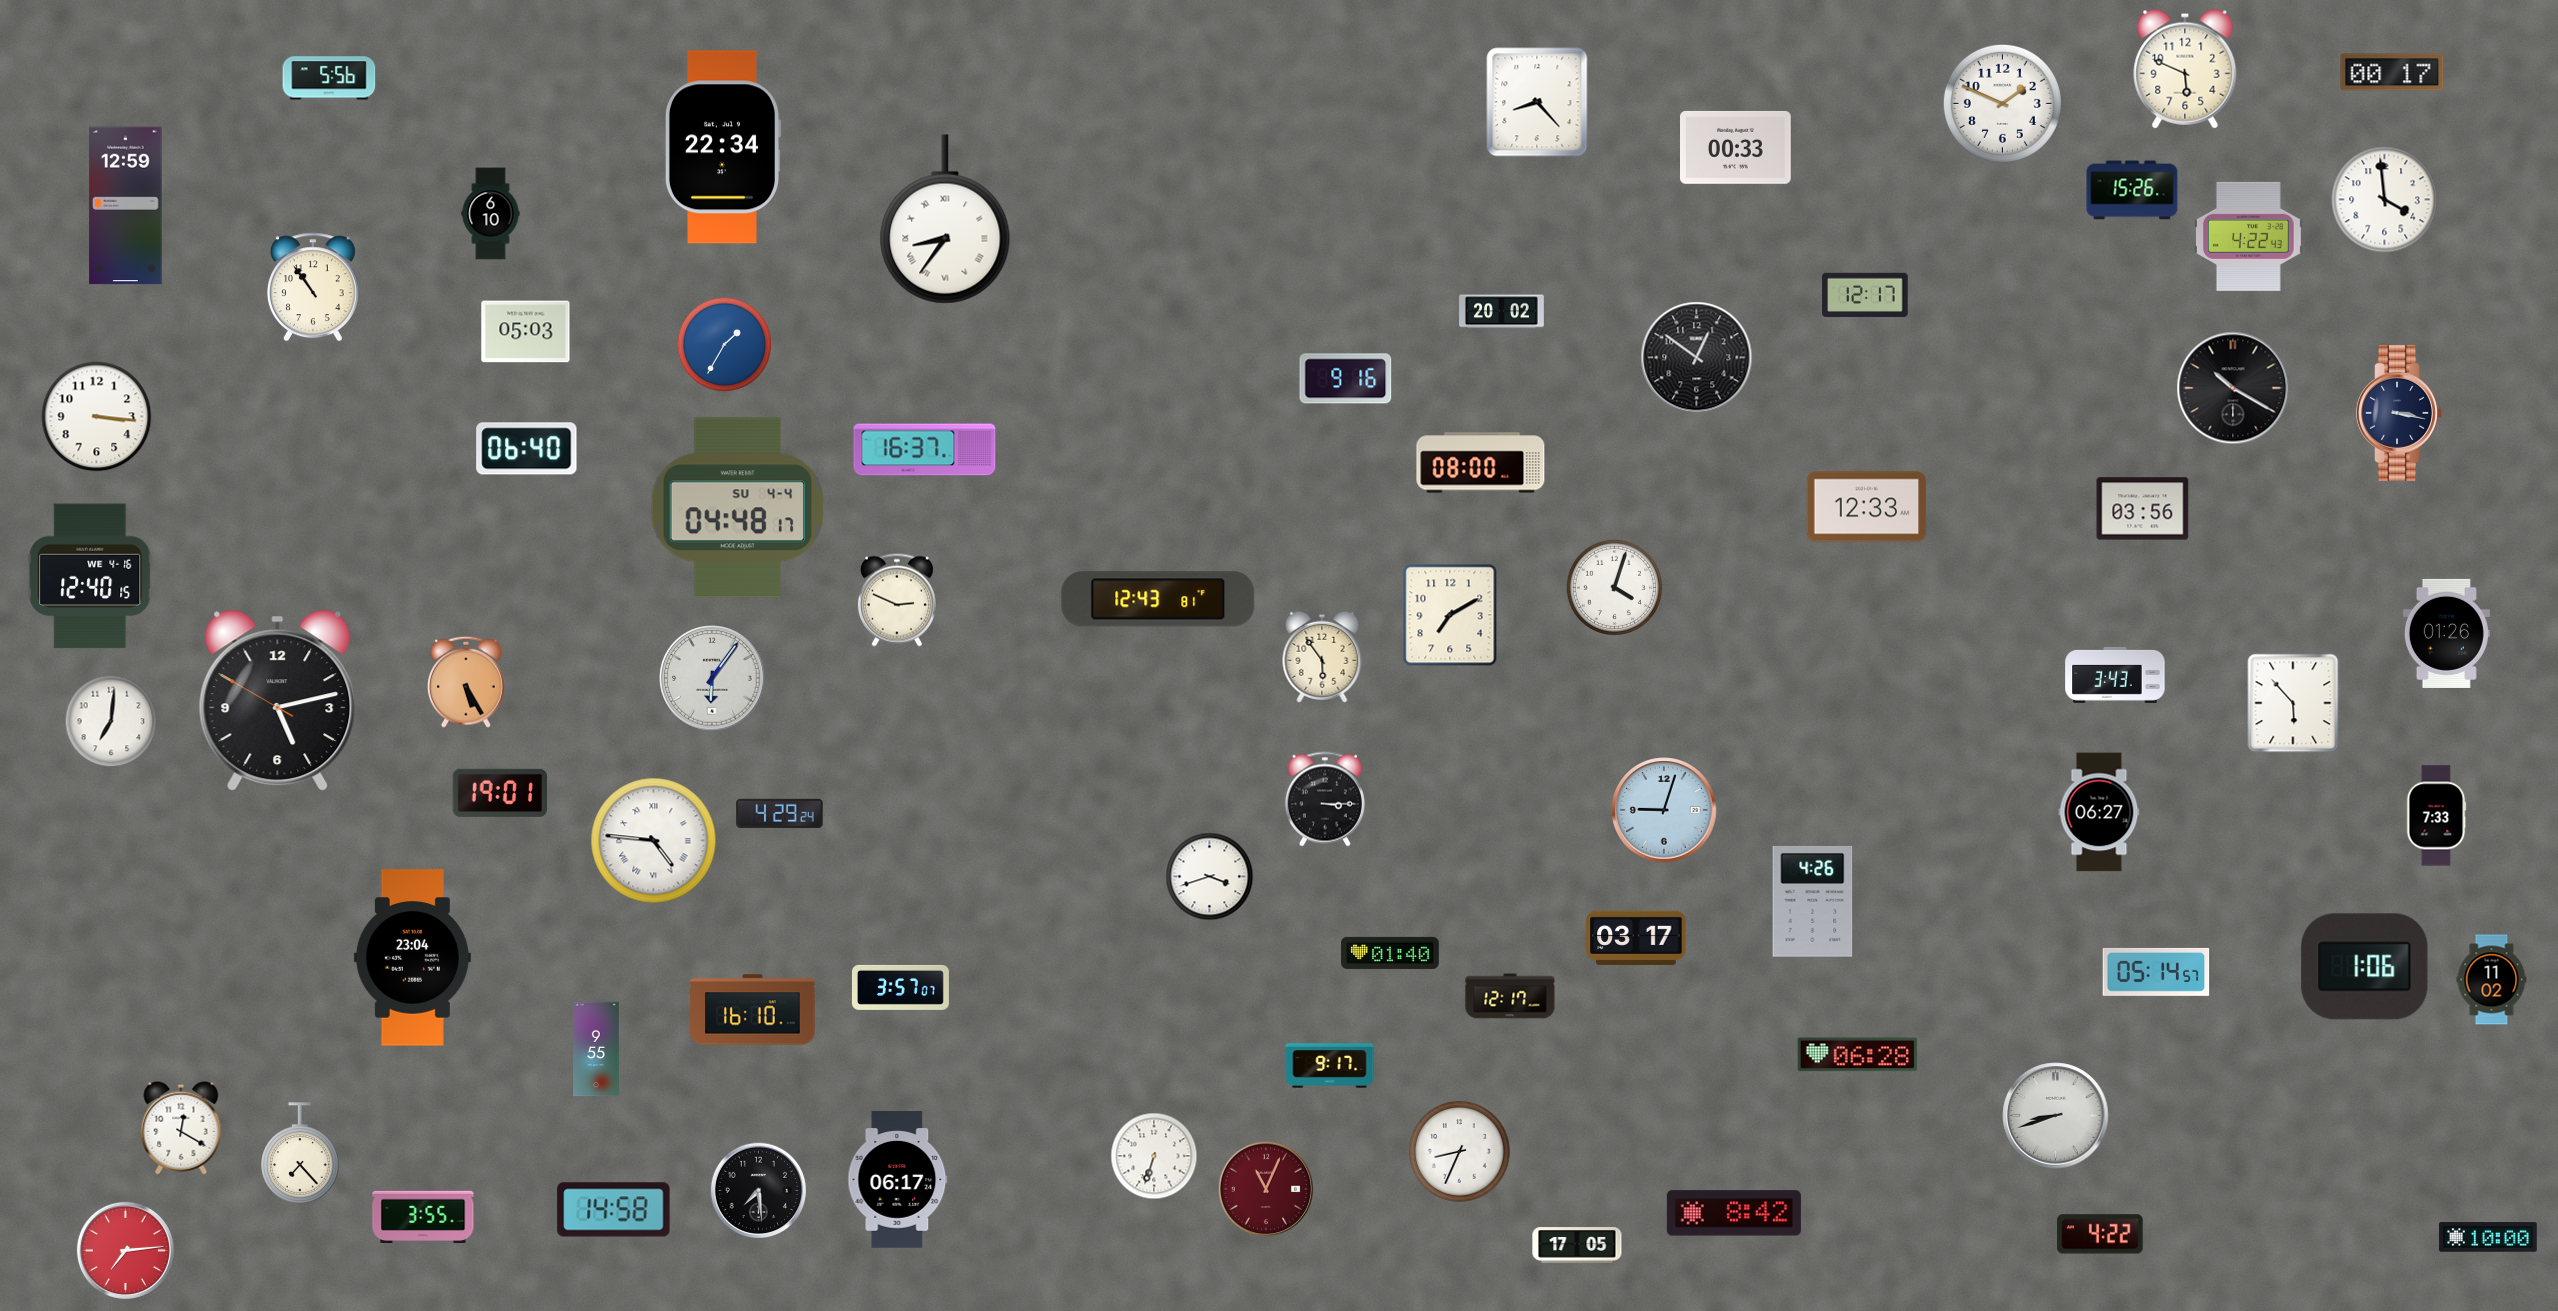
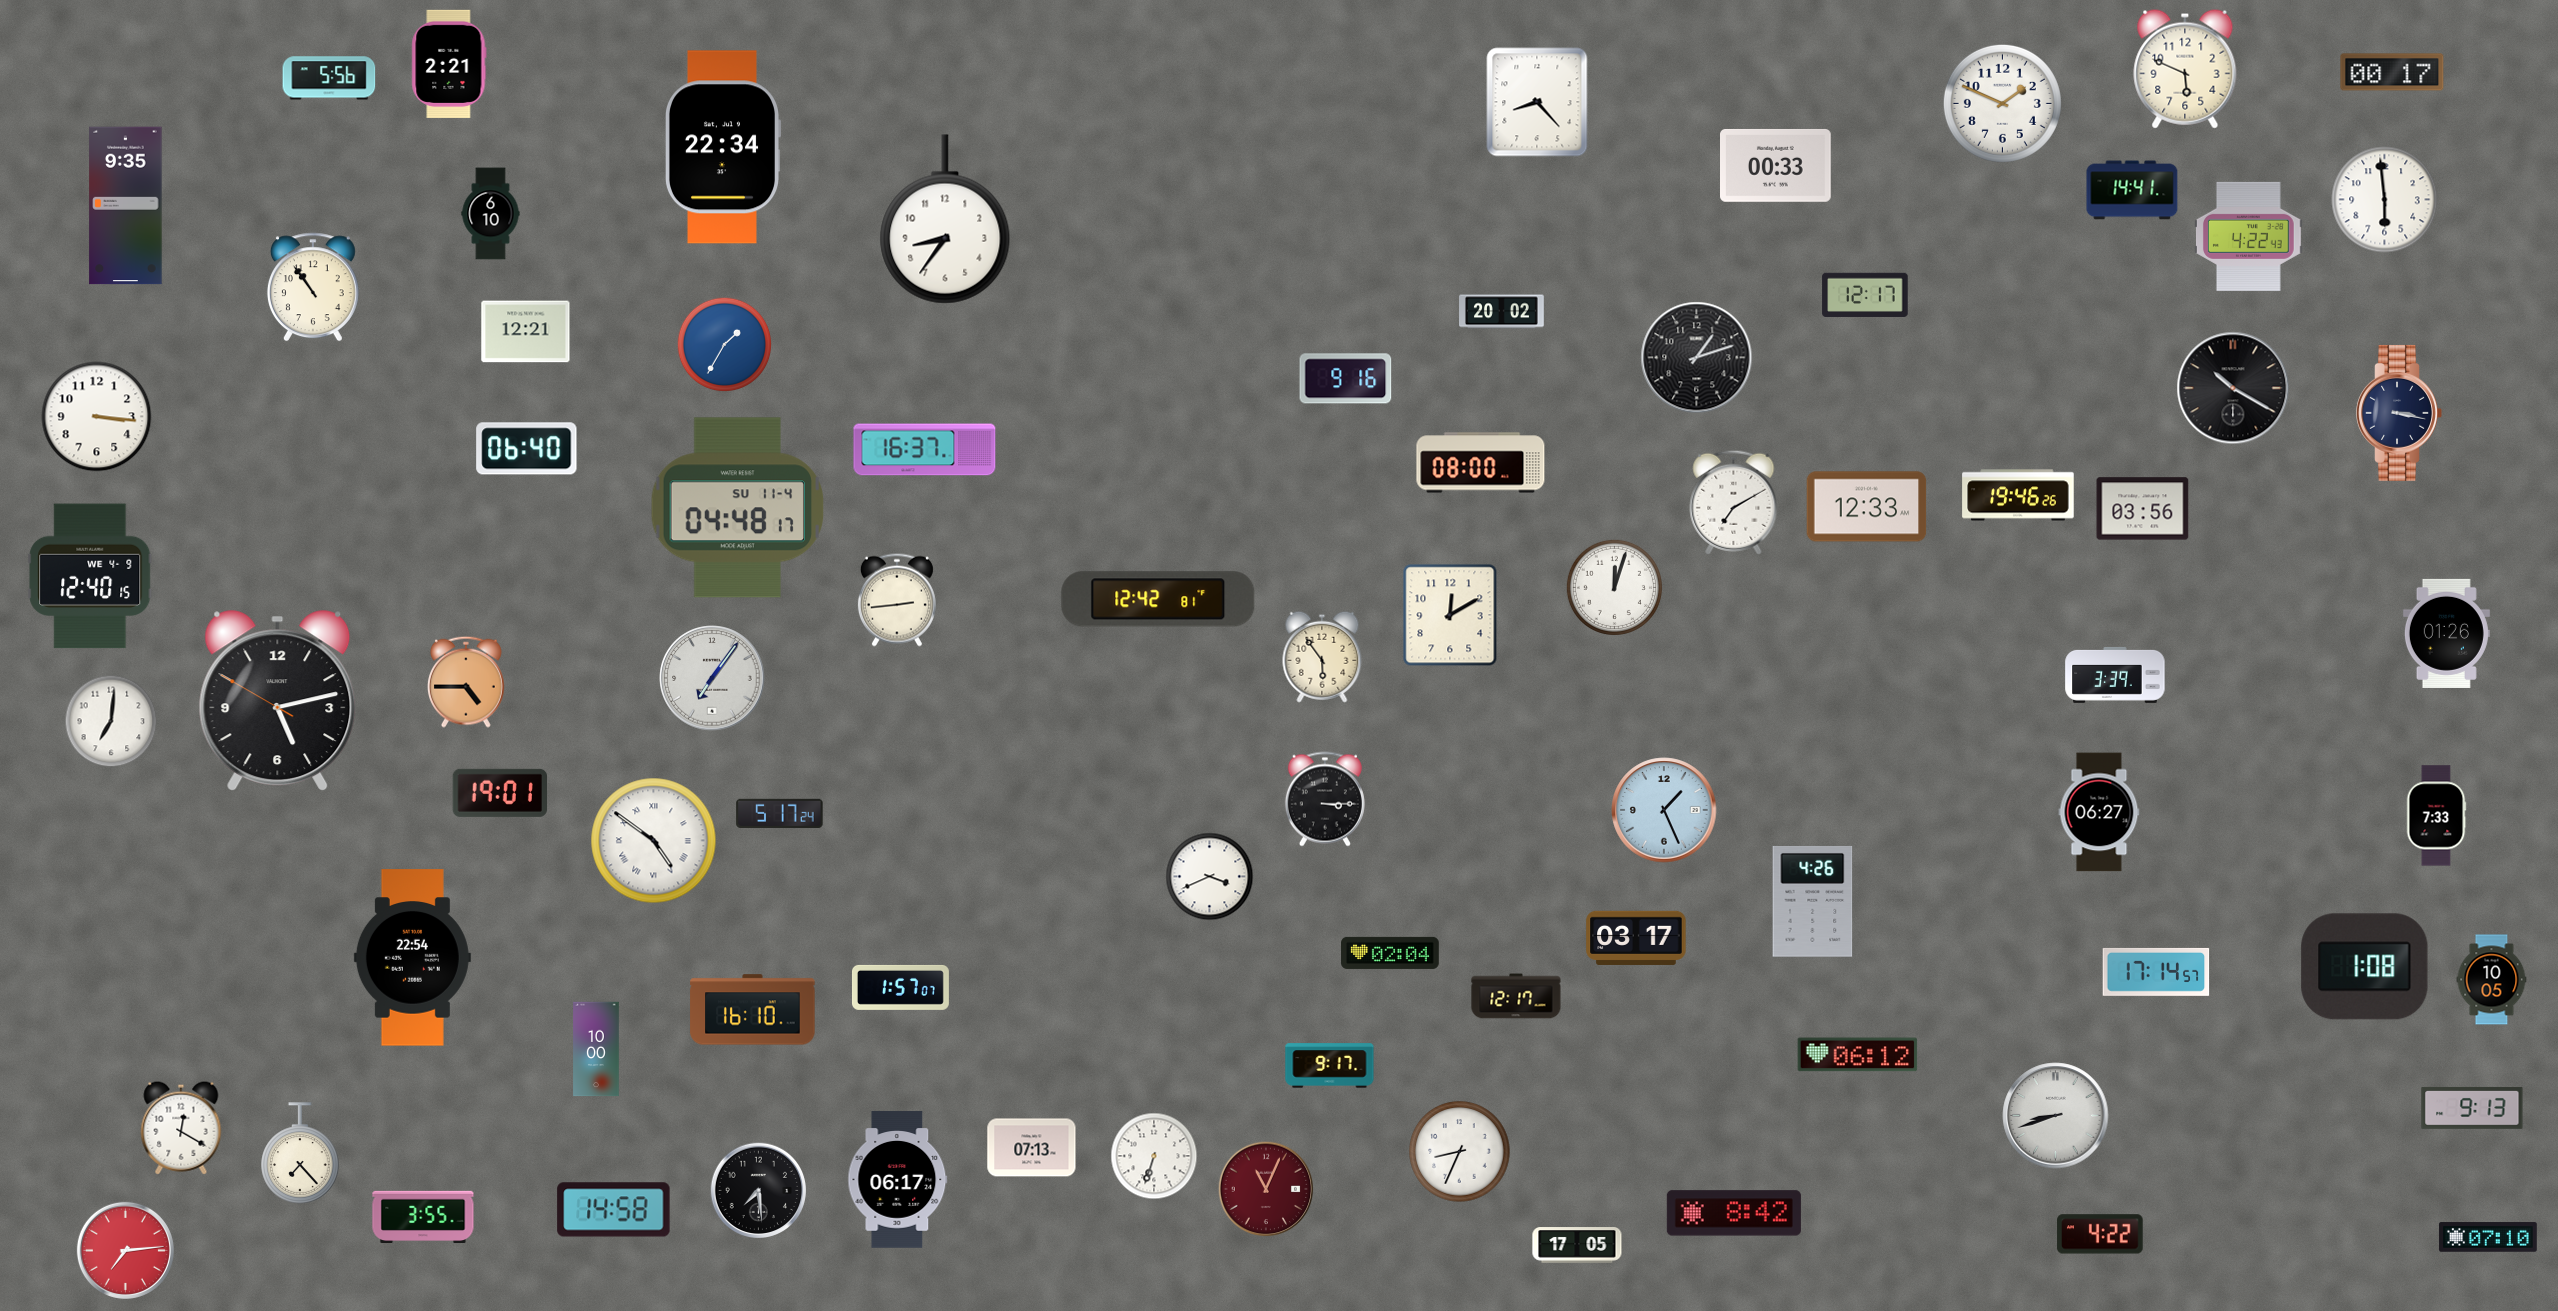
clock at (449, 64): none -> 2:21
clock at (1736, 147) position: (1736, 147) -> (1776, 165)
clock at (2132, 190): 15:26 -> 14:41
clock at (2385, 200): 3:59 -> 5:59
clock at (126, 206): 12:59 -> 9:35
clock at (945, 219) numerals: Roman -> Arabic
clock at (526, 332): 05:03 -> 12:21
clock at (1697, 358): 12:51 -> 1:12
clock at (2018, 495): none -> 19:46
clock at (1734, 502): none -> 7:10
clock at (738, 508) date: SU 4-4 -> SU 11-4
clock at (90, 576) date: WE 4-16 -> WE 4-9
clock at (1614, 587): 4:03 -> 12:03
clock at (1158, 599): 12:43 -> 12:42
clock at (897, 600): 2:49 -> 2:44
clock at (1450, 615): 7:10 -> 12:10
clock at (2115, 675): 3:43 -> 3:39
clock at (712, 678): 6:06 -> 7:06
clock at (467, 682): 5:25 -> 4:45
clock at (2293, 703): 5:53 -> none
clock at (1664, 810): 9:03 -> 1:26
clock at (780, 813): 4:29 -> 5:17
clock at (654, 841): 4:46 -> 4:51
clock at (1210, 877): 3:42 -> 3:41
clock at (1390, 953): 01:40 -> 02:04
clock at (412, 958): 23:04 -> 22:54
clock at (2365, 967): 1:06 -> 1:08
clock at (2156, 972): 05:14 -> 17:14
clock at (2492, 980): 11:02 -> 10:05
clock at (900, 987): 3:57 -> 1:57
clock at (1510, 996) position: (1510, 996) -> (1516, 996)
clock at (596, 1049): 9:55 -> 10:00
clock at (1858, 1055): 06:28 -> 06:12
clock at (2472, 1108): none -> 9:13
clock at (1032, 1148): none -> 07:13
clock at (2488, 1237): 10:00 -> 07:10
